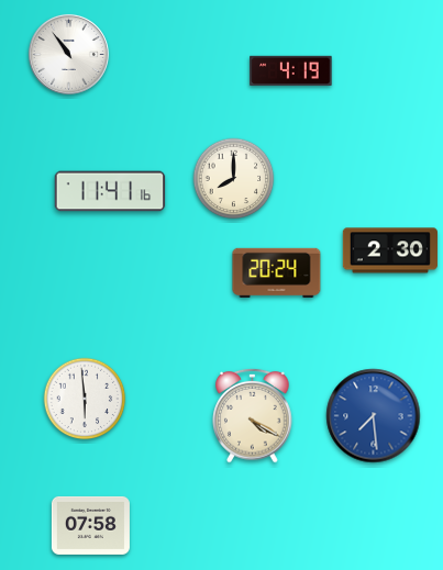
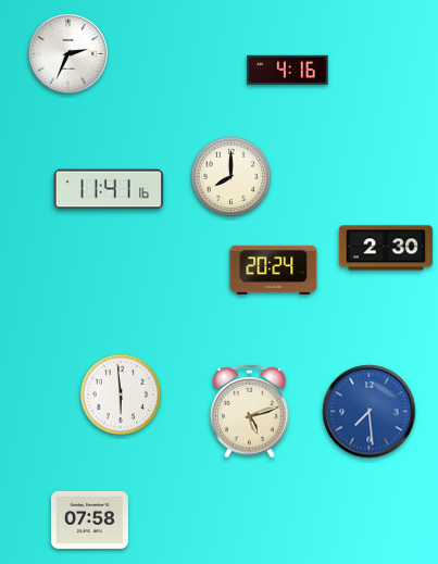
clock at (68, 54): 10:54 -> 2:34
clock at (291, 70): 4:19 -> 4:16
clock at (85, 399) position: (85, 399) -> (121, 394)
clock at (253, 415): 4:20 -> 5:12
